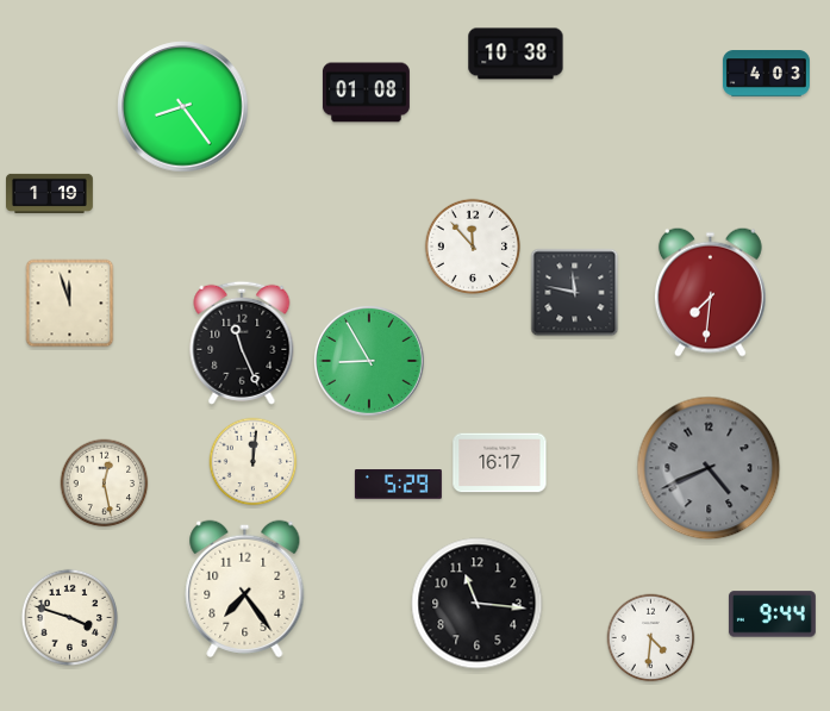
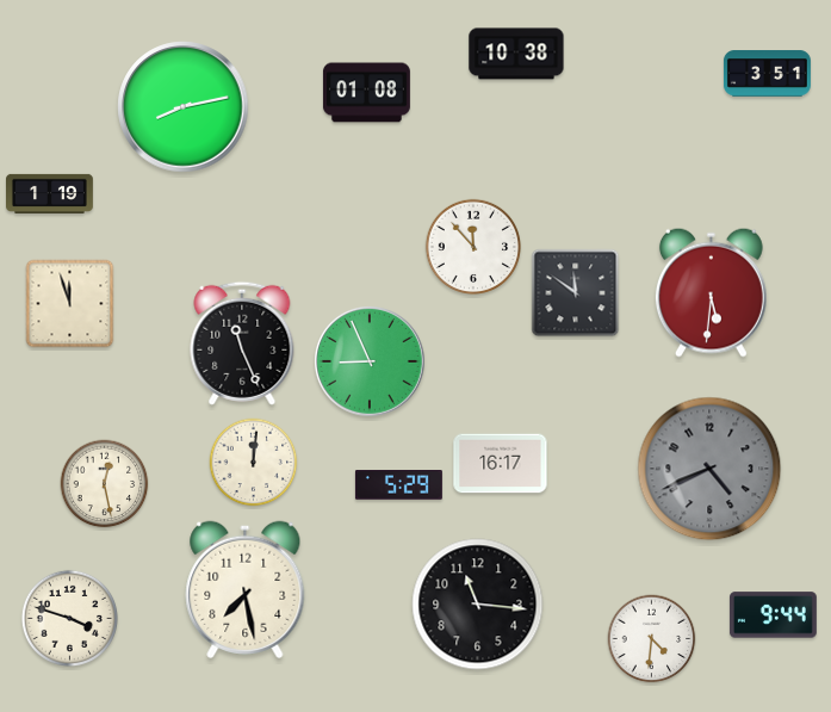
clock at (766, 74): 4:03 -> 3:51
clock at (183, 107): 8:24 -> 8:13
clock at (710, 292): 7:31 -> 5:31
clock at (575, 293): 11:47 -> 11:51
clock at (370, 362): 8:55 -> 8:56
clock at (245, 588): 7:24 -> 7:28
